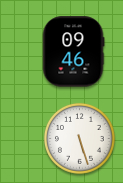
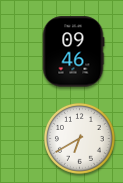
clock at (79, 138): 5:27 -> 6:40
